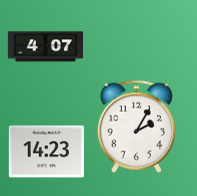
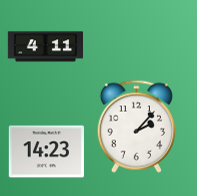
clock at (45, 47): 4:07 -> 4:11
clock at (136, 126): 2:05 -> 2:07
